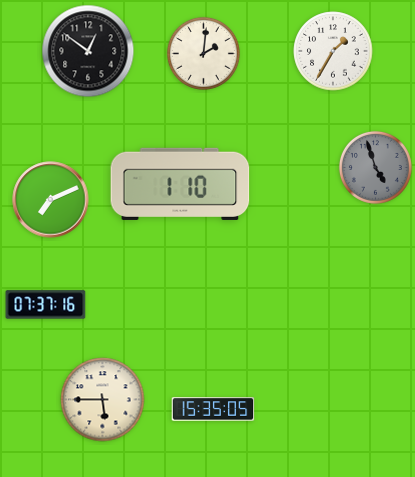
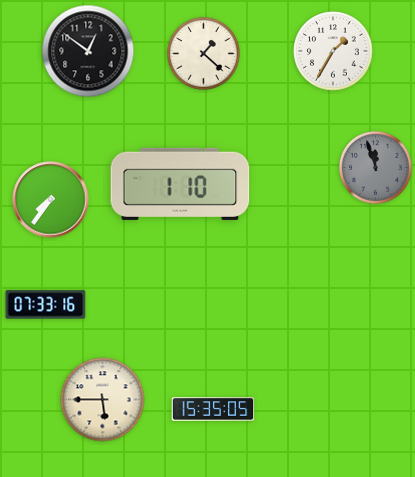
clock at (203, 53): 2:01 -> 1:22
clock at (375, 167): 4:57 -> 11:57
clock at (51, 200): 7:11 -> 7:36
clock at (46, 305): 07:37 -> 07:33
